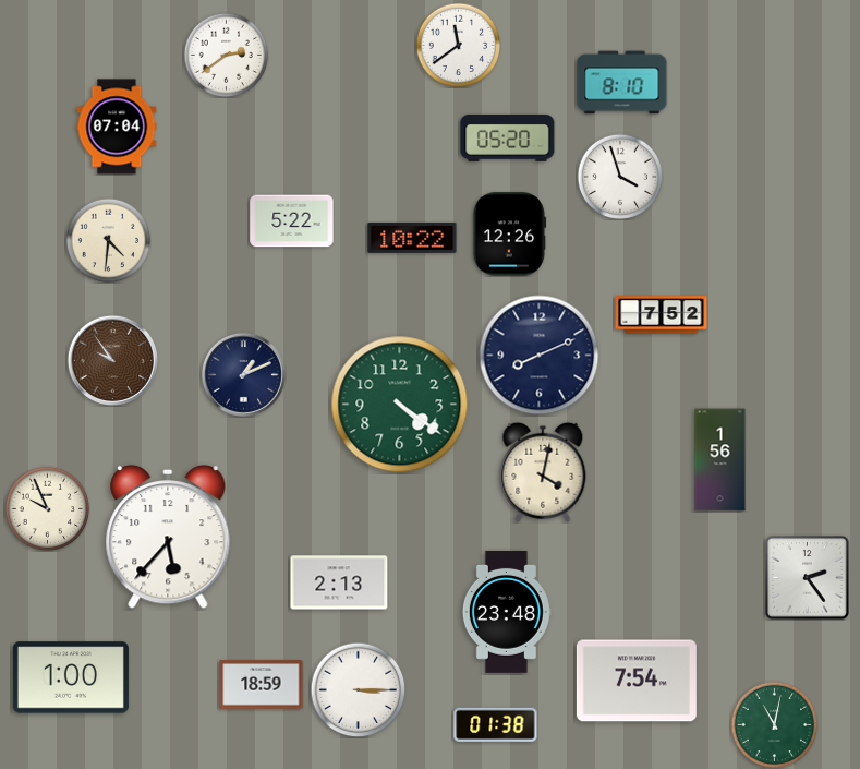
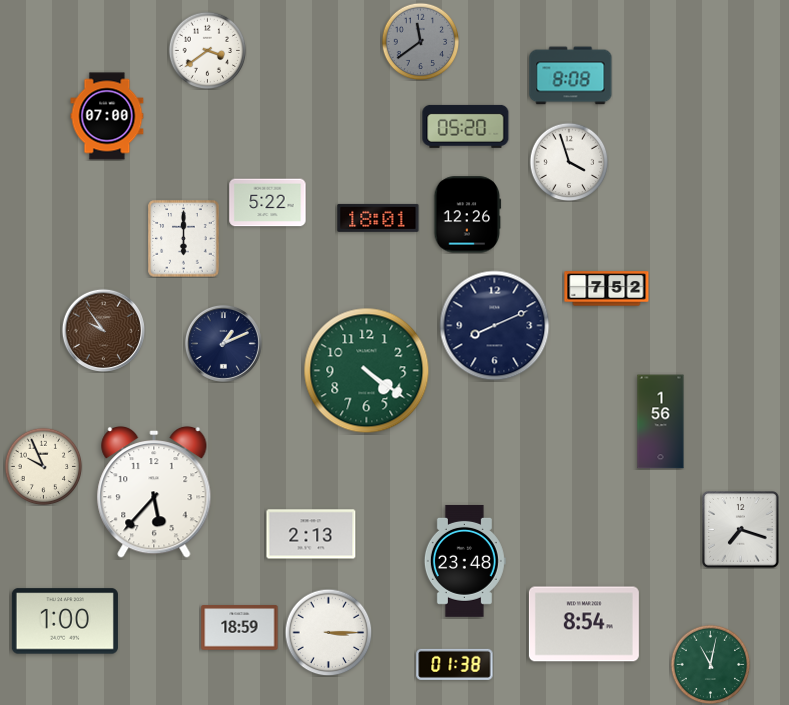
clock at (458, 45) dial: white -> grey
clock at (226, 55): 2:39 -> 3:39
clock at (622, 83): 8:10 -> 8:08
clock at (117, 127): 07:04 -> 07:00
clock at (412, 238): 10:22 -> 18:01
clock at (108, 240): 4:31 -> none
clock at (184, 239): none -> 6:00
clock at (543, 472): 4:02 -> none
clock at (808, 578): 2:24 -> 7:18
clock at (637, 681): 7:54 -> 8:54
